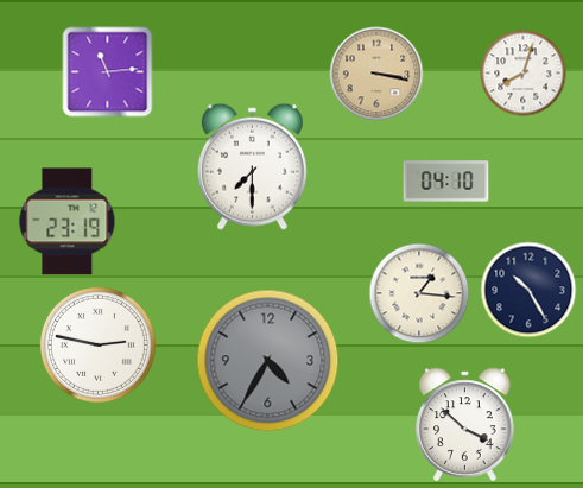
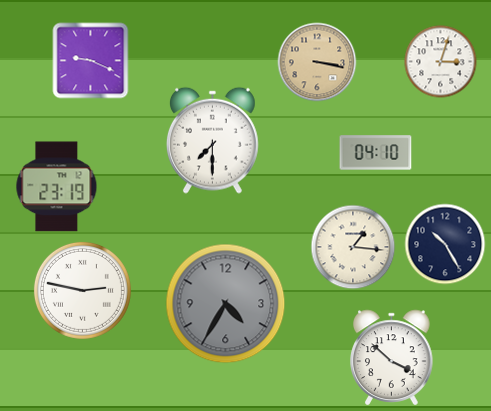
clock at (108, 72): 11:14 -> 9:19
clock at (524, 74): 8:03 -> 3:03
